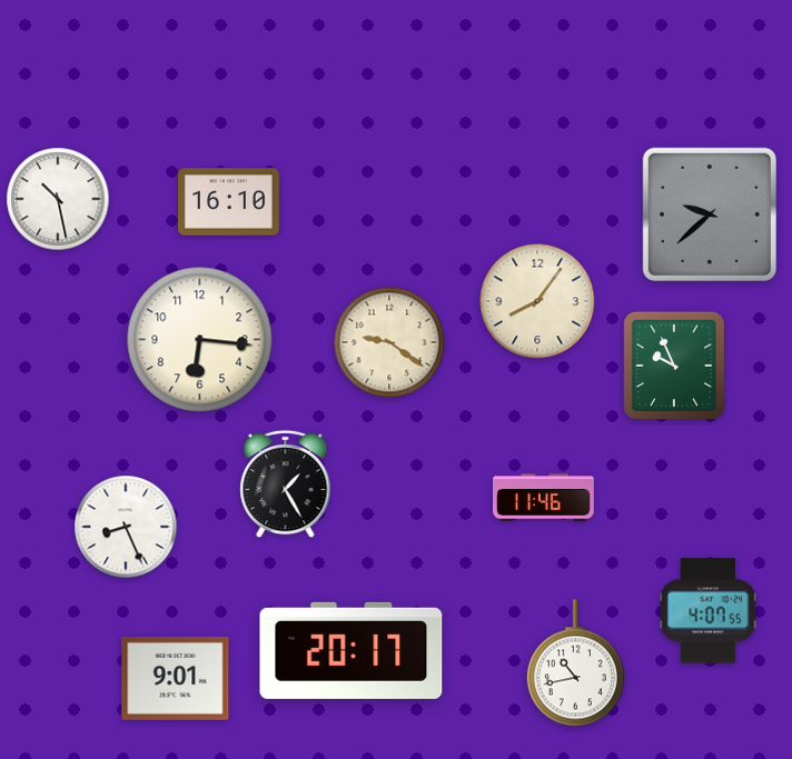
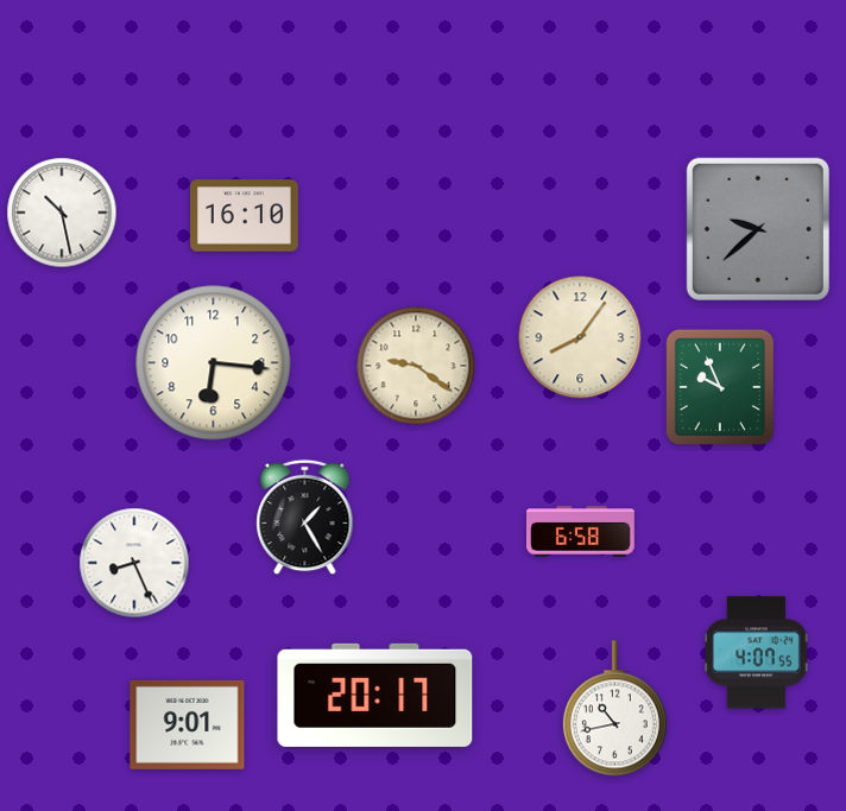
clock at (537, 301) position: (537, 301) -> (580, 337)
clock at (673, 364) position: (673, 364) -> (719, 386)
clock at (544, 498): 11:46 -> 6:58
